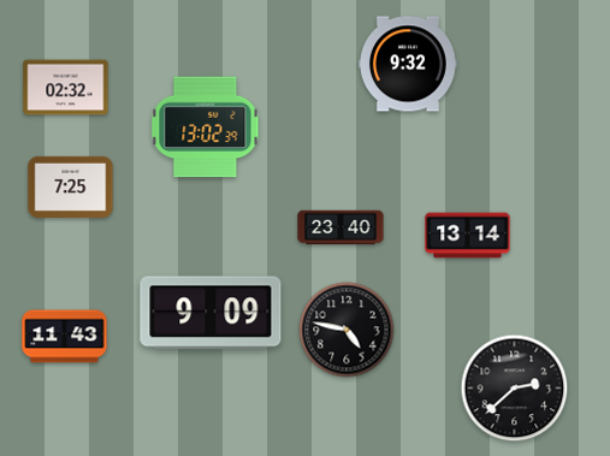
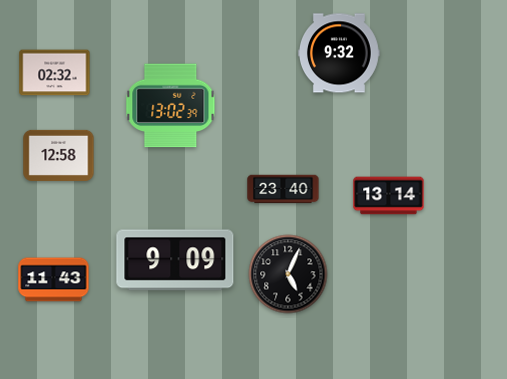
clock at (71, 186): 7:25 -> 12:58
clock at (347, 330): 4:47 -> 5:04
clock at (515, 389): 2:38 -> none
